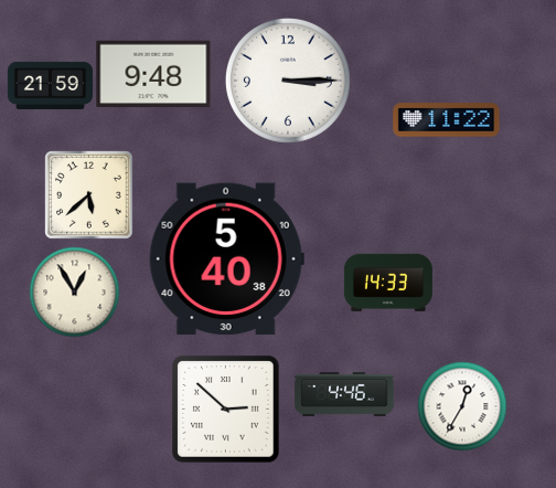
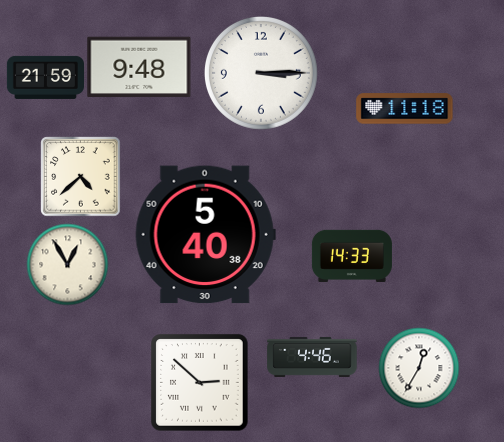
clock at (447, 120): 11:22 -> 11:18
clock at (88, 194): 5:38 -> 4:38
clock at (226, 410) position: (226, 410) -> (200, 383)
